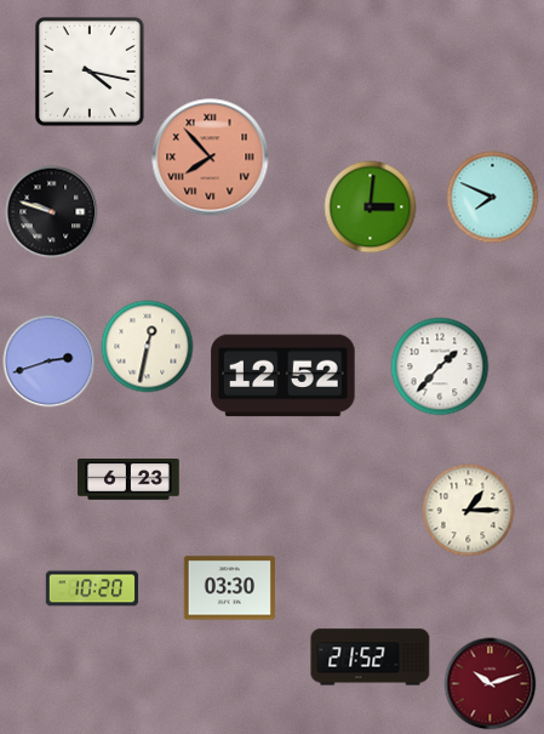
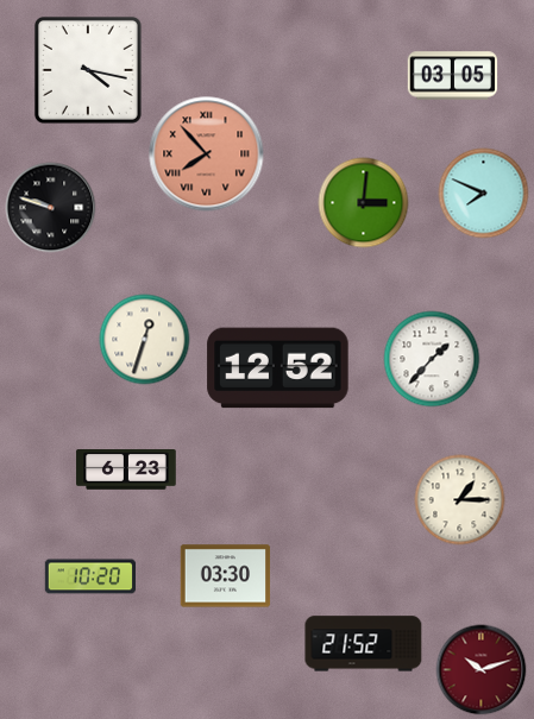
clock at (453, 76): none -> 03:05
clock at (148, 347): 12:32 -> 12:33
clock at (50, 362): 2:42 -> none
